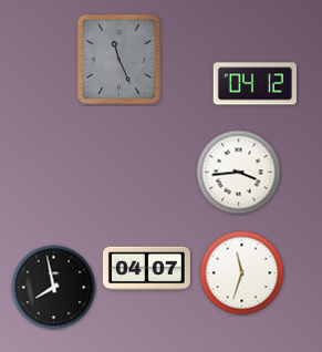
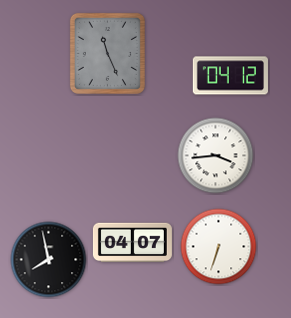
clock at (242, 273): 11:33 -> 6:33
